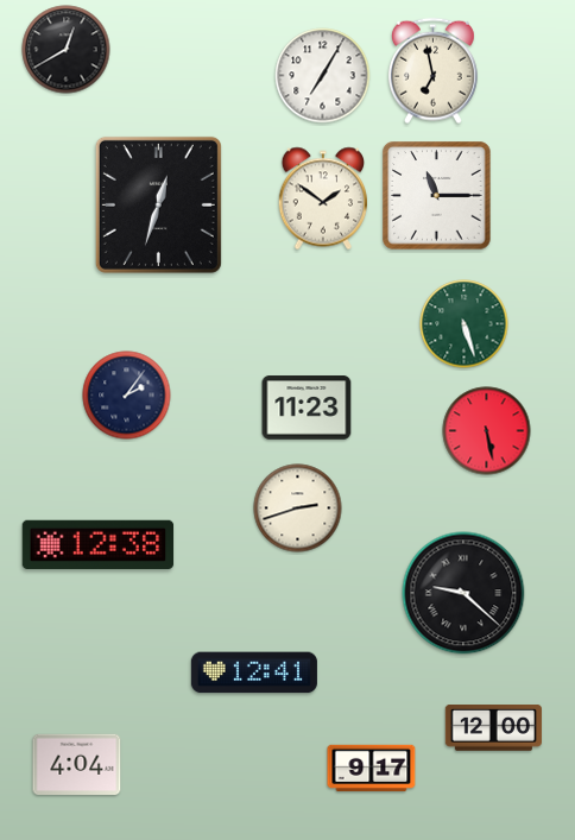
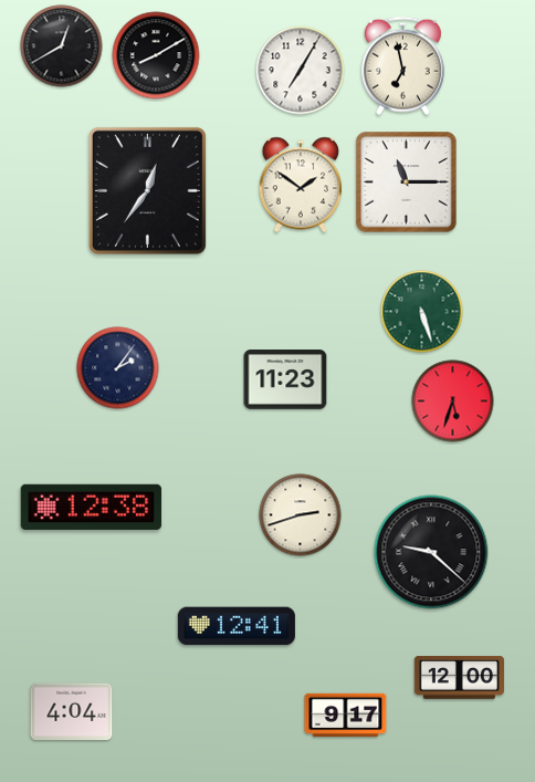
clock at (156, 55): none -> 8:10
clock at (158, 204): 12:33 -> 12:36
clock at (465, 324) position: (465, 324) -> (422, 312)
clock at (487, 431): 5:28 -> 5:33
clock at (298, 509) position: (298, 509) -> (301, 515)
